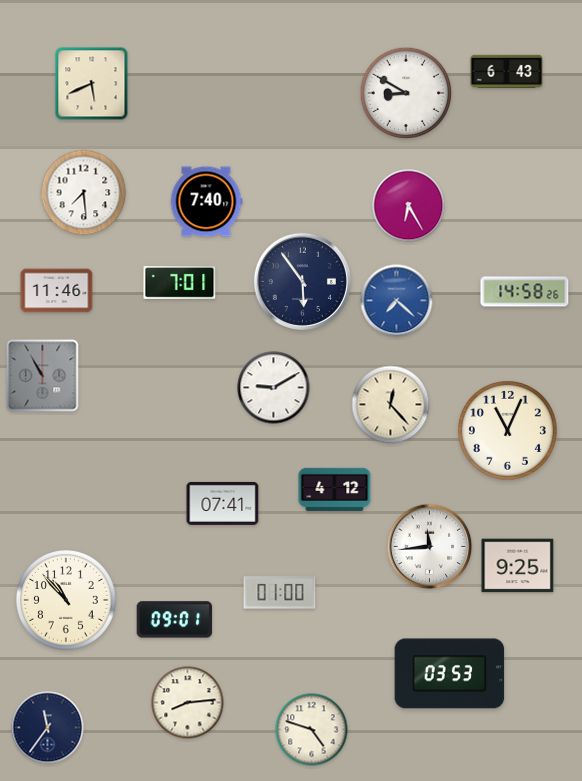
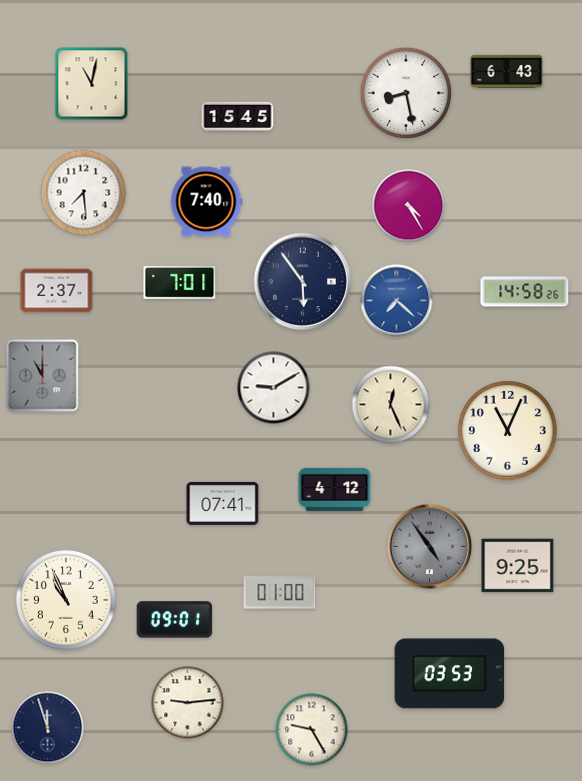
clock at (92, 84): 5:41 -> 11:02
clock at (406, 93): 8:50 -> 8:28
clock at (238, 116): none -> 15:45
clock at (409, 206): 6:25 -> 4:25
clock at (57, 291): 11:46 -> 2:37
clock at (43, 376): 10:55 -> 11:00
clock at (391, 405): 12:23 -> 12:26
clock at (430, 547): 11:44 -> 4:54
clock at (430, 547) dial: white -> grey
clock at (67, 601): 10:53 -> 10:56
clock at (188, 703): 8:14 -> 9:14
clock at (48, 728): 11:36 -> 11:57
clock at (312, 730): 4:48 -> 9:25
